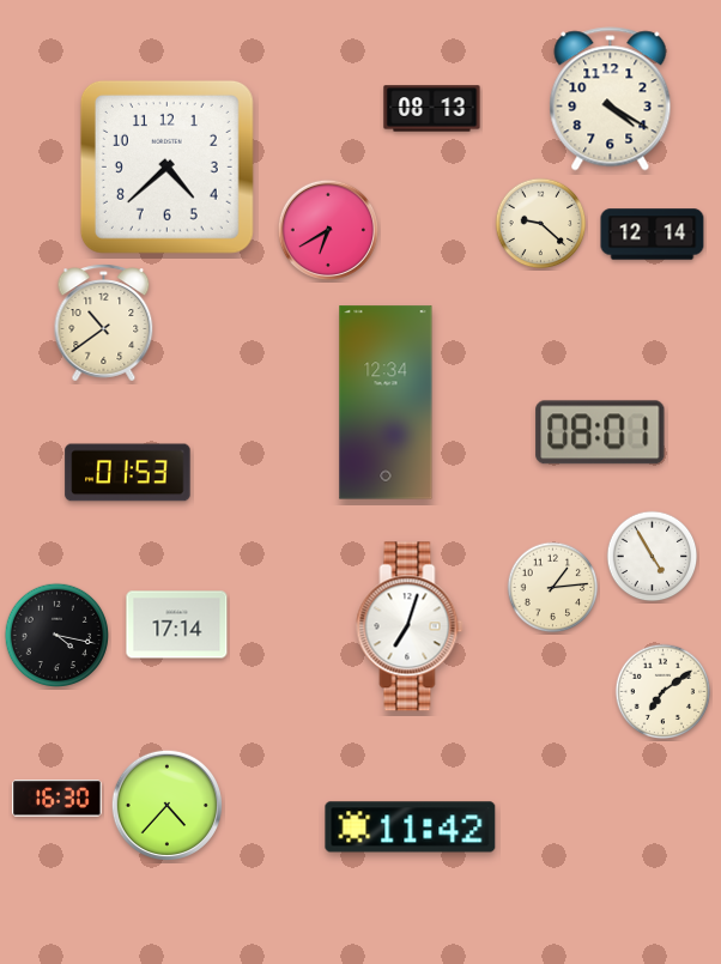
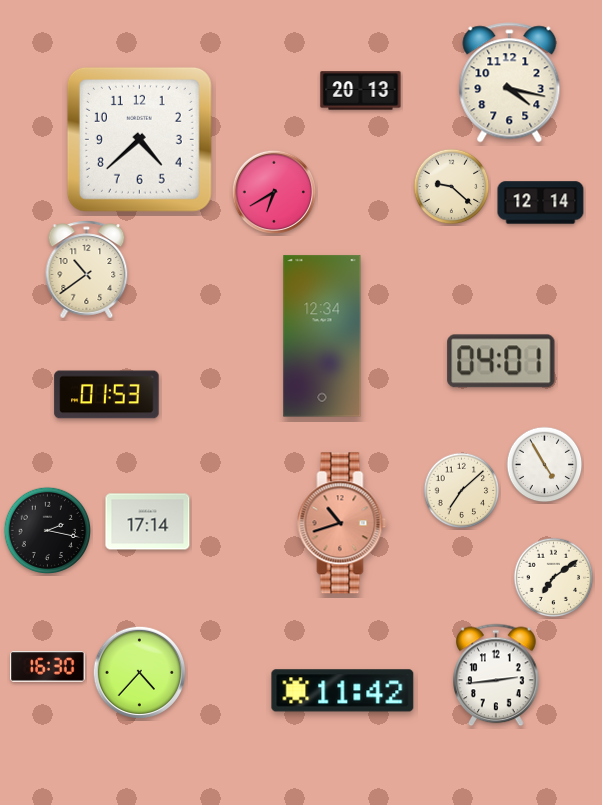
clock at (611, 99): 4:20 -> 4:17
clock at (432, 109): 08:13 -> 20:13
clock at (653, 235) position: (653, 235) -> (541, 203)
clock at (600, 432): 08:01 -> 04:01
clock at (553, 588): 1:14 -> 7:08
clock at (410, 626): 7:03 -> 10:42
clock at (410, 626) dial: white -> salmon
clock at (57, 636): 4:17 -> 2:17
clock at (497, 675): none -> 2:44
